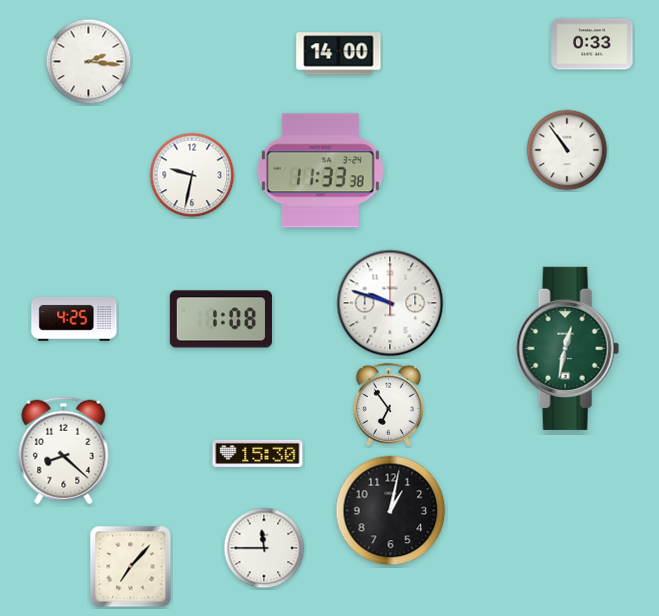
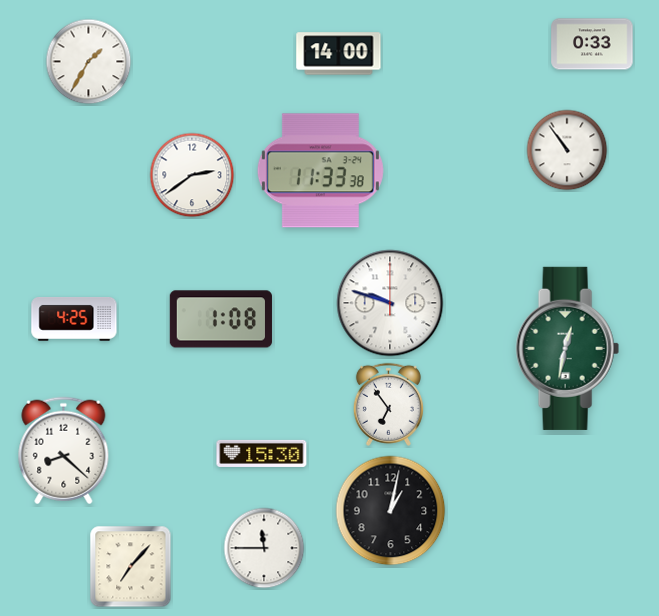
clock at (89, 62): 2:16 -> 1:35
clock at (192, 175): 9:32 -> 2:39
clock at (258, 453) position: (258, 453) -> (262, 453)
